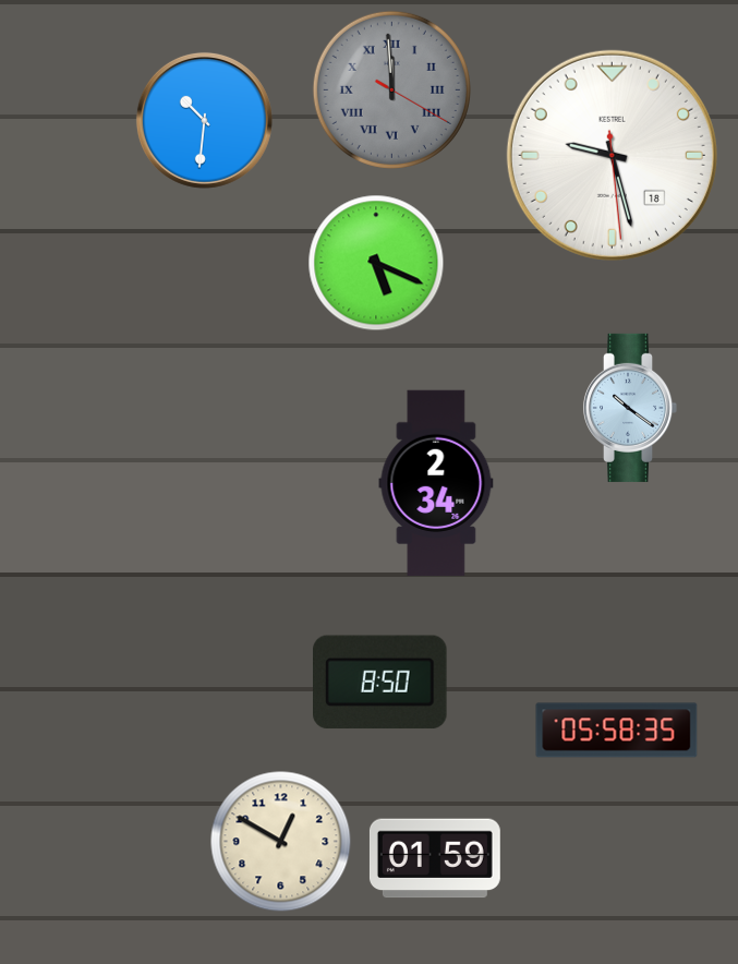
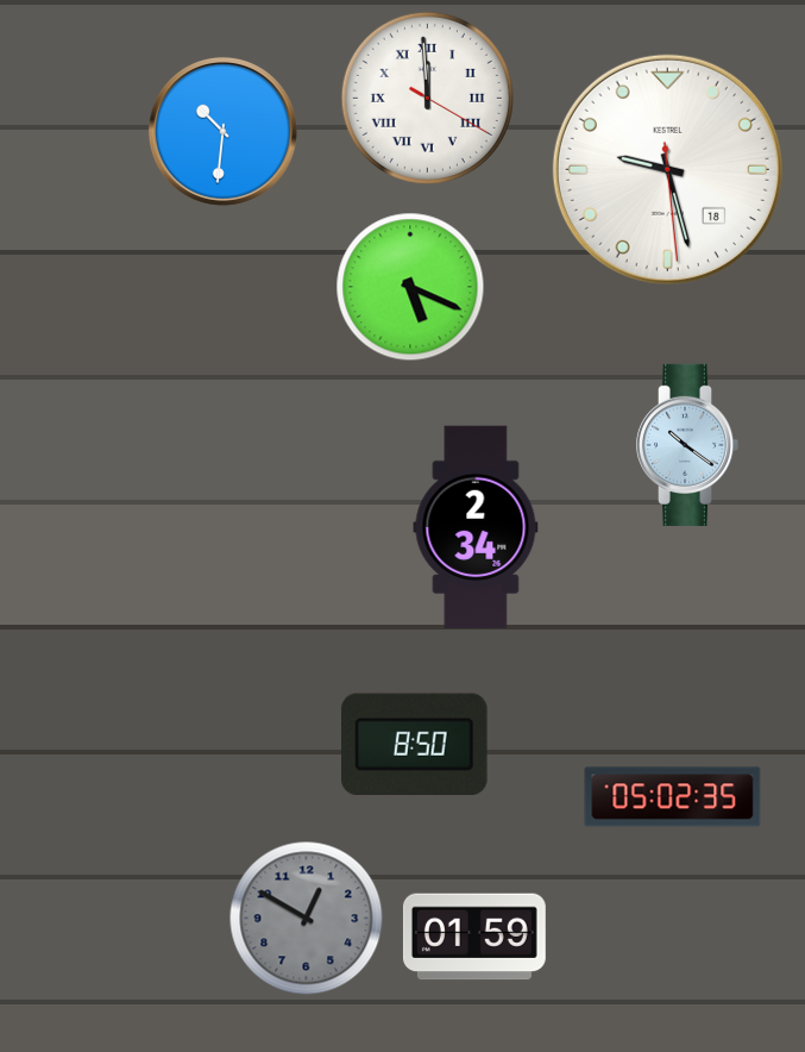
clock at (391, 89) dial: grey -> white
clock at (617, 731): 05:58 -> 05:02
clock at (281, 842) dial: cream -> grey
